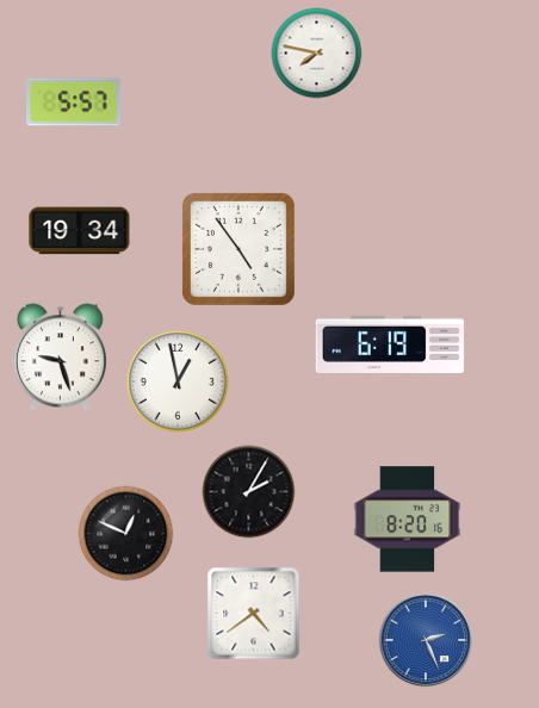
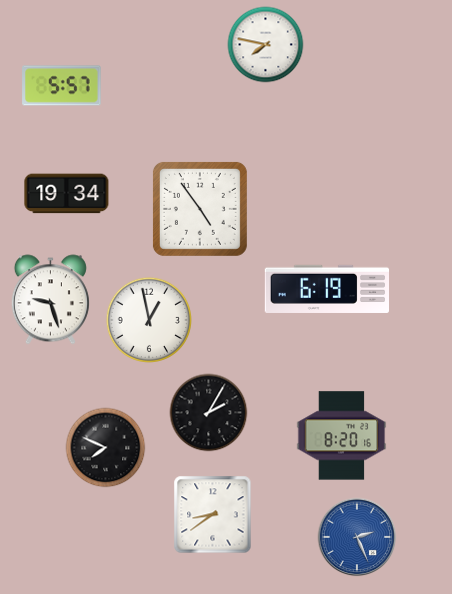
clock at (126, 534): 12:49 -> 7:49
clock at (254, 614): 4:39 -> 8:39
